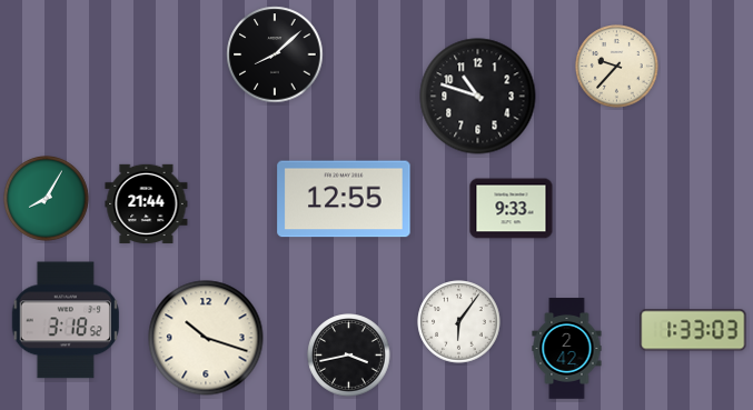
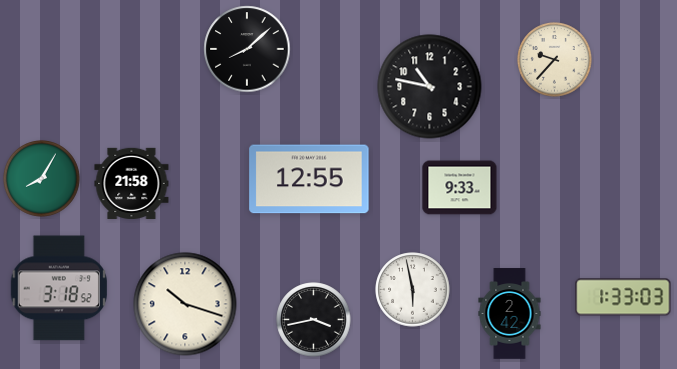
clock at (478, 97): 10:48 -> 10:47
clock at (147, 203): 21:44 -> 21:58
clock at (459, 322): 6:06 -> 5:58
